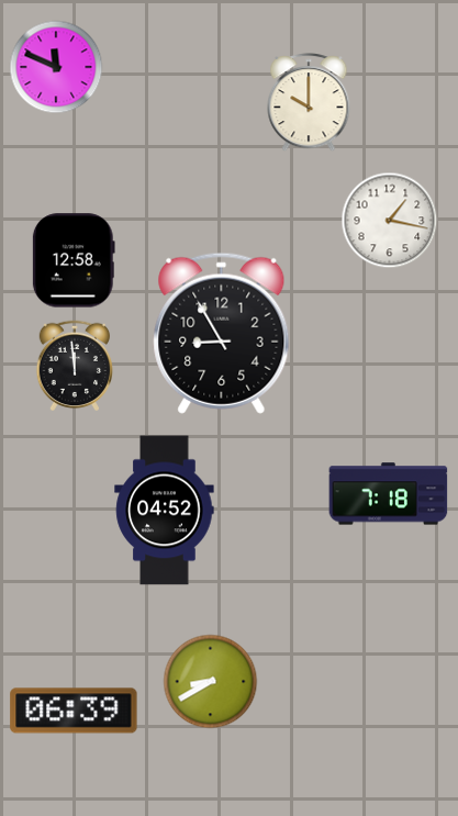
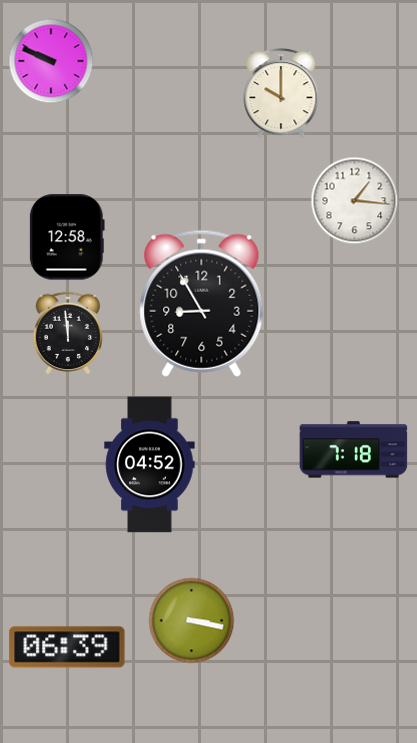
clock at (56, 67): 11:49 -> 9:49
clock at (390, 221): 1:17 -> 1:16
clock at (211, 682): 8:40 -> 3:17
